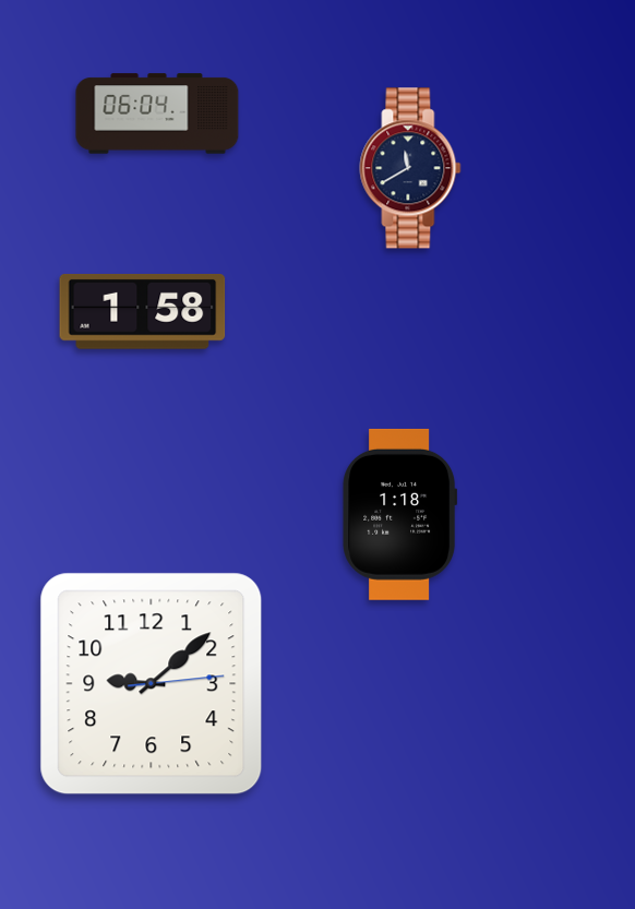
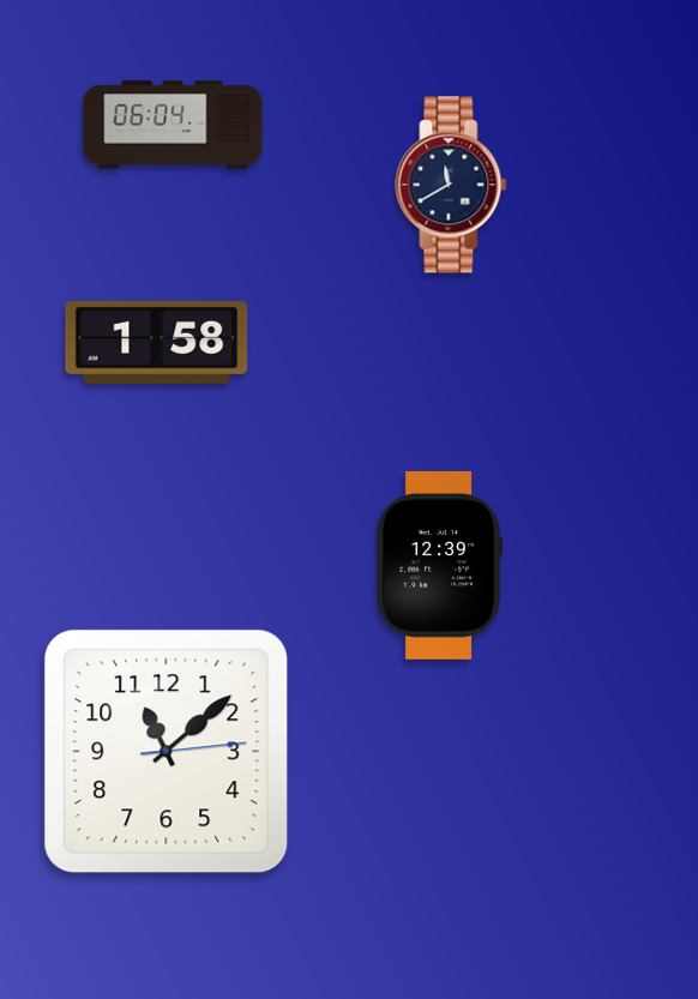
clock at (400, 514): 1:18 -> 12:39
clock at (152, 684): 9:08 -> 11:08
